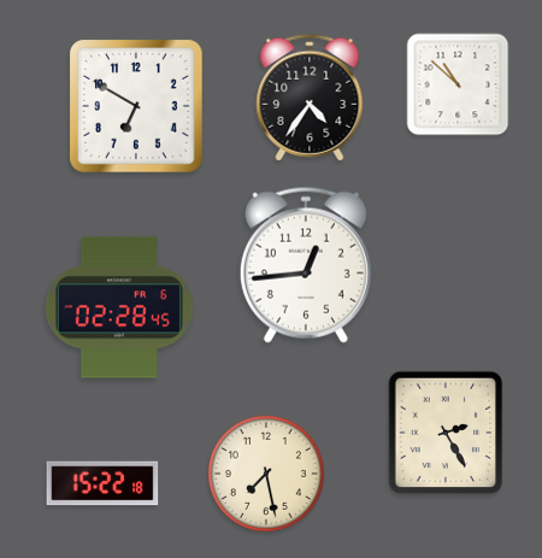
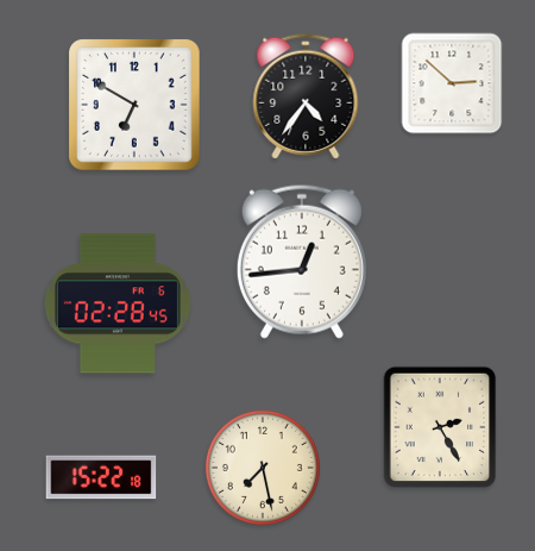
clock at (458, 84): 10:52 -> 2:52
